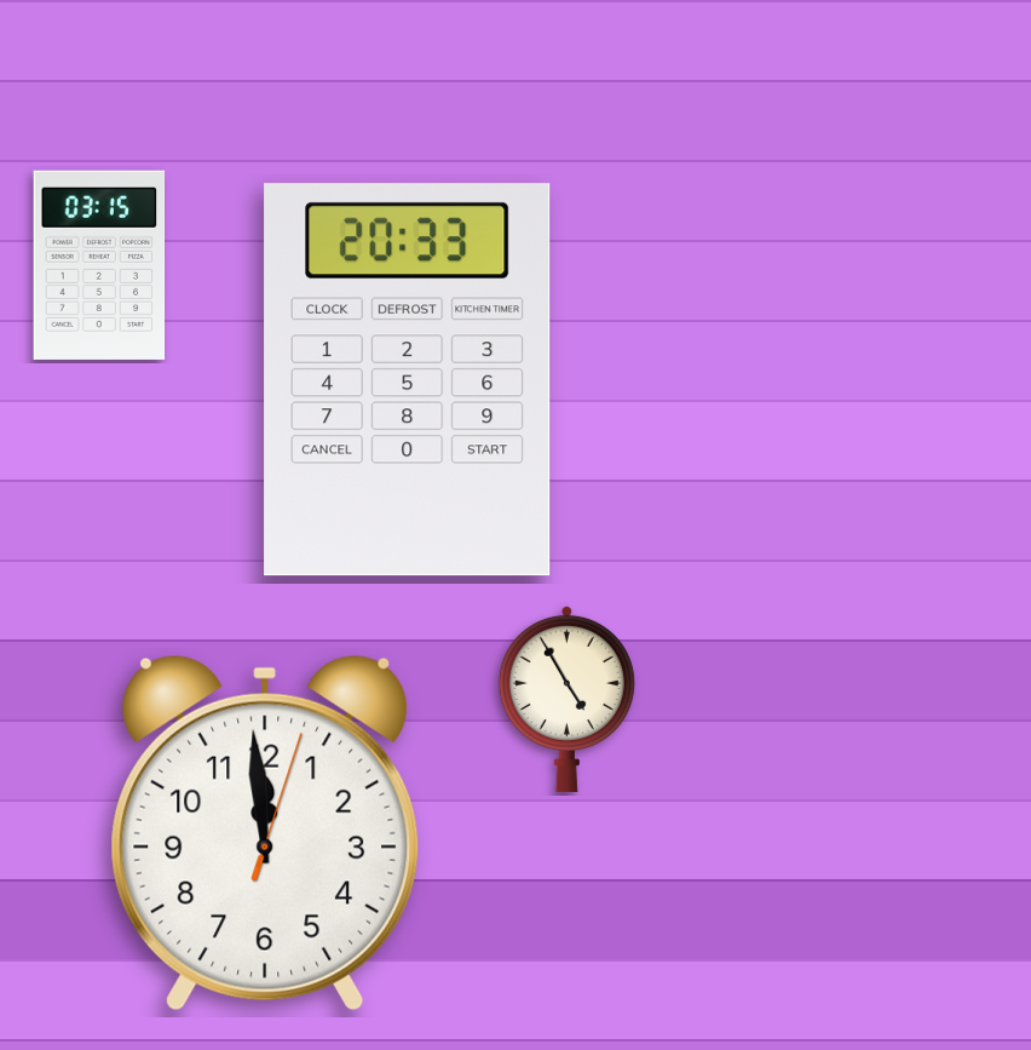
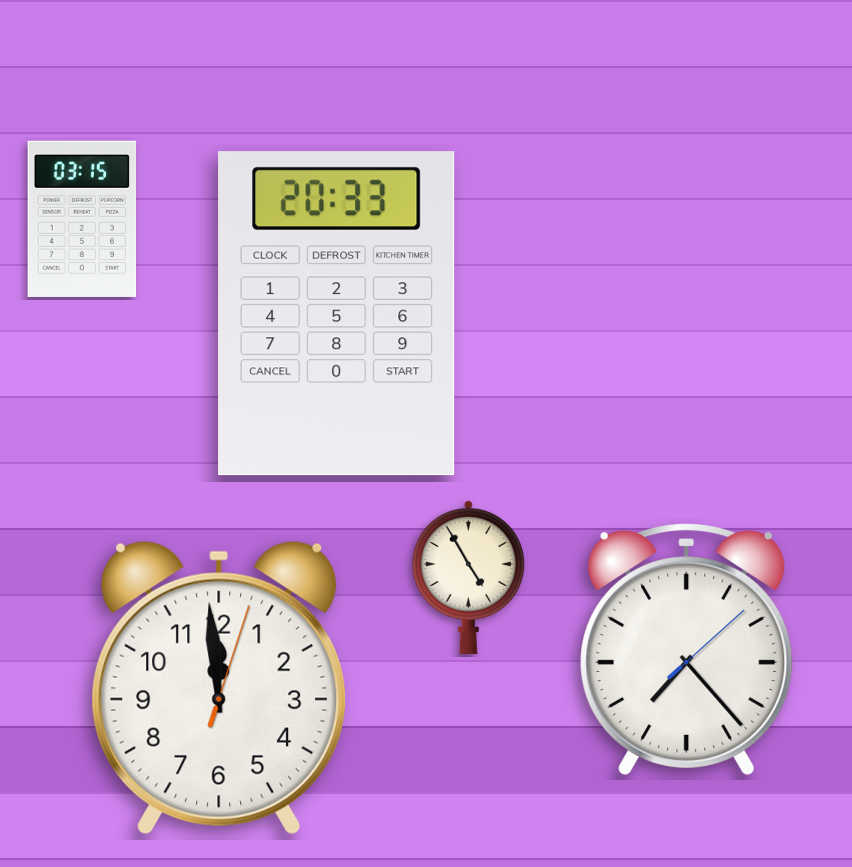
clock at (687, 649): none -> 7:23
